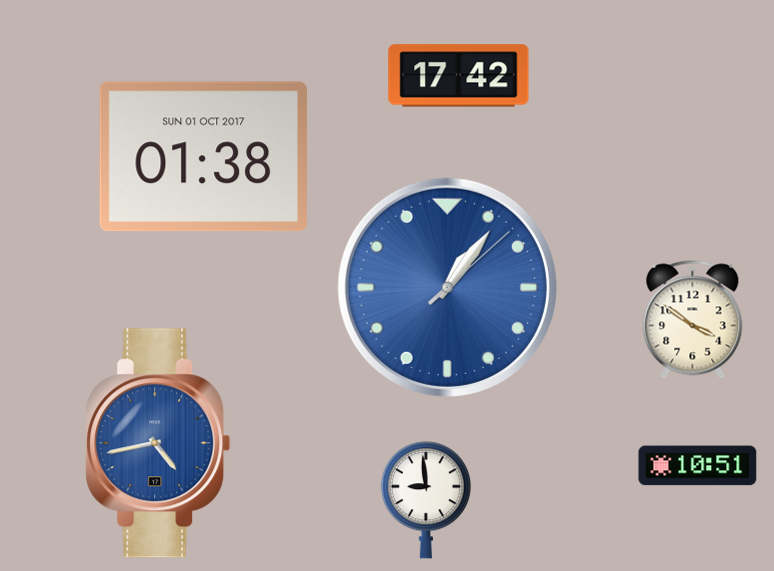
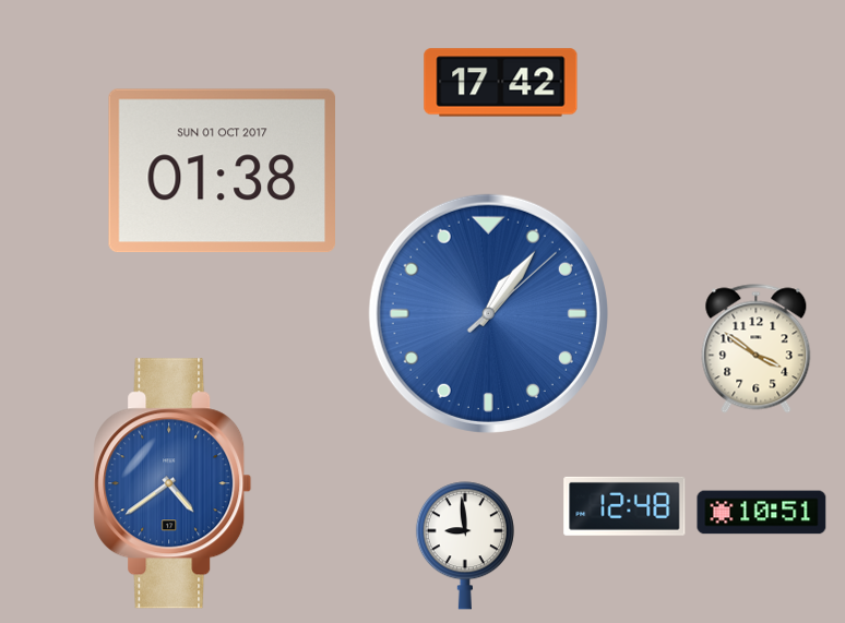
clock at (158, 443): 4:43 -> 4:39
clock at (624, 506): none -> 12:48
clock at (698, 466) position: (698, 466) -> (762, 513)
